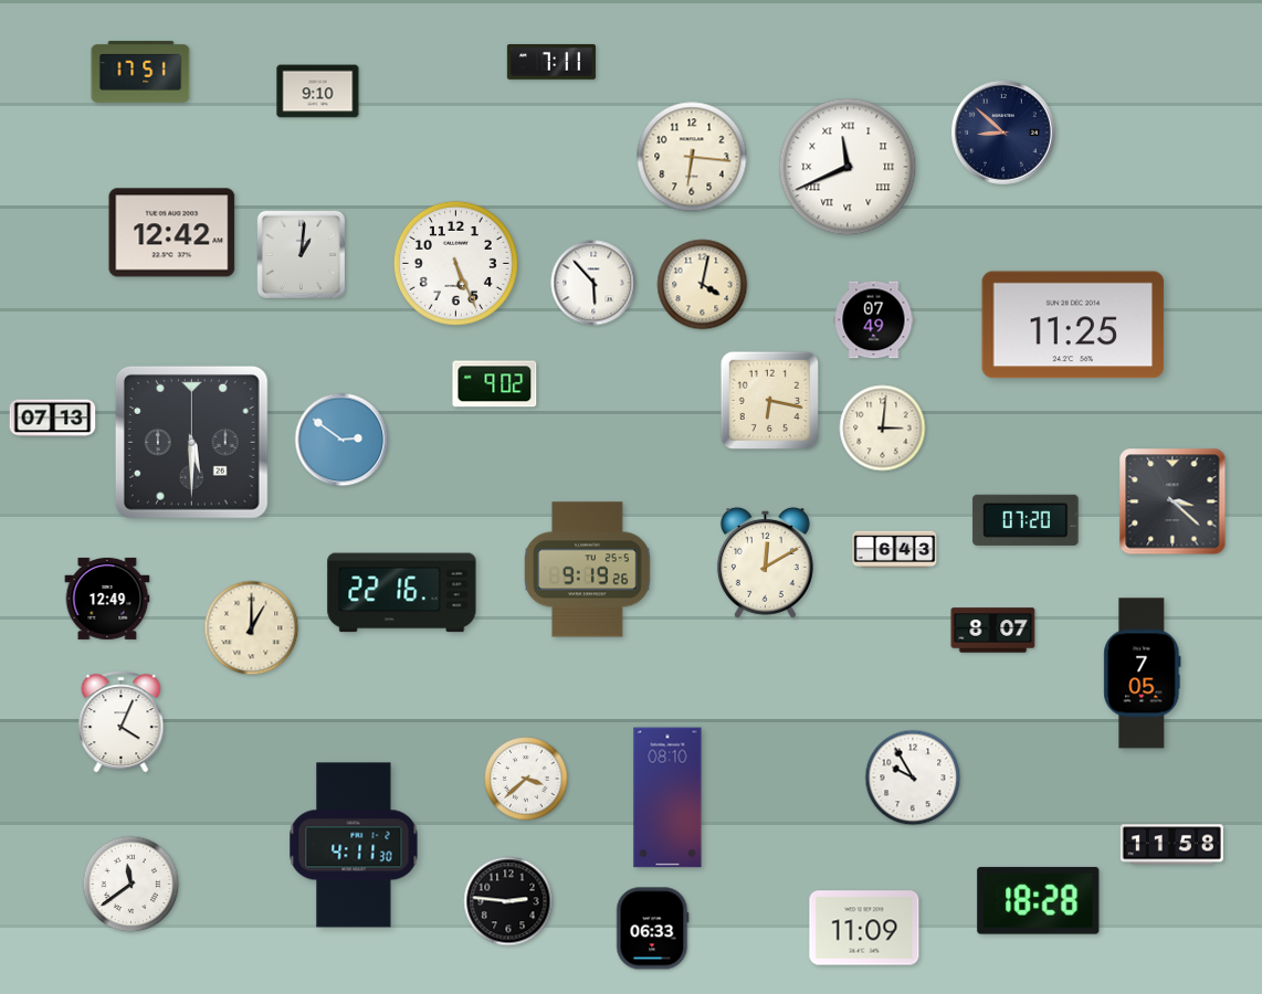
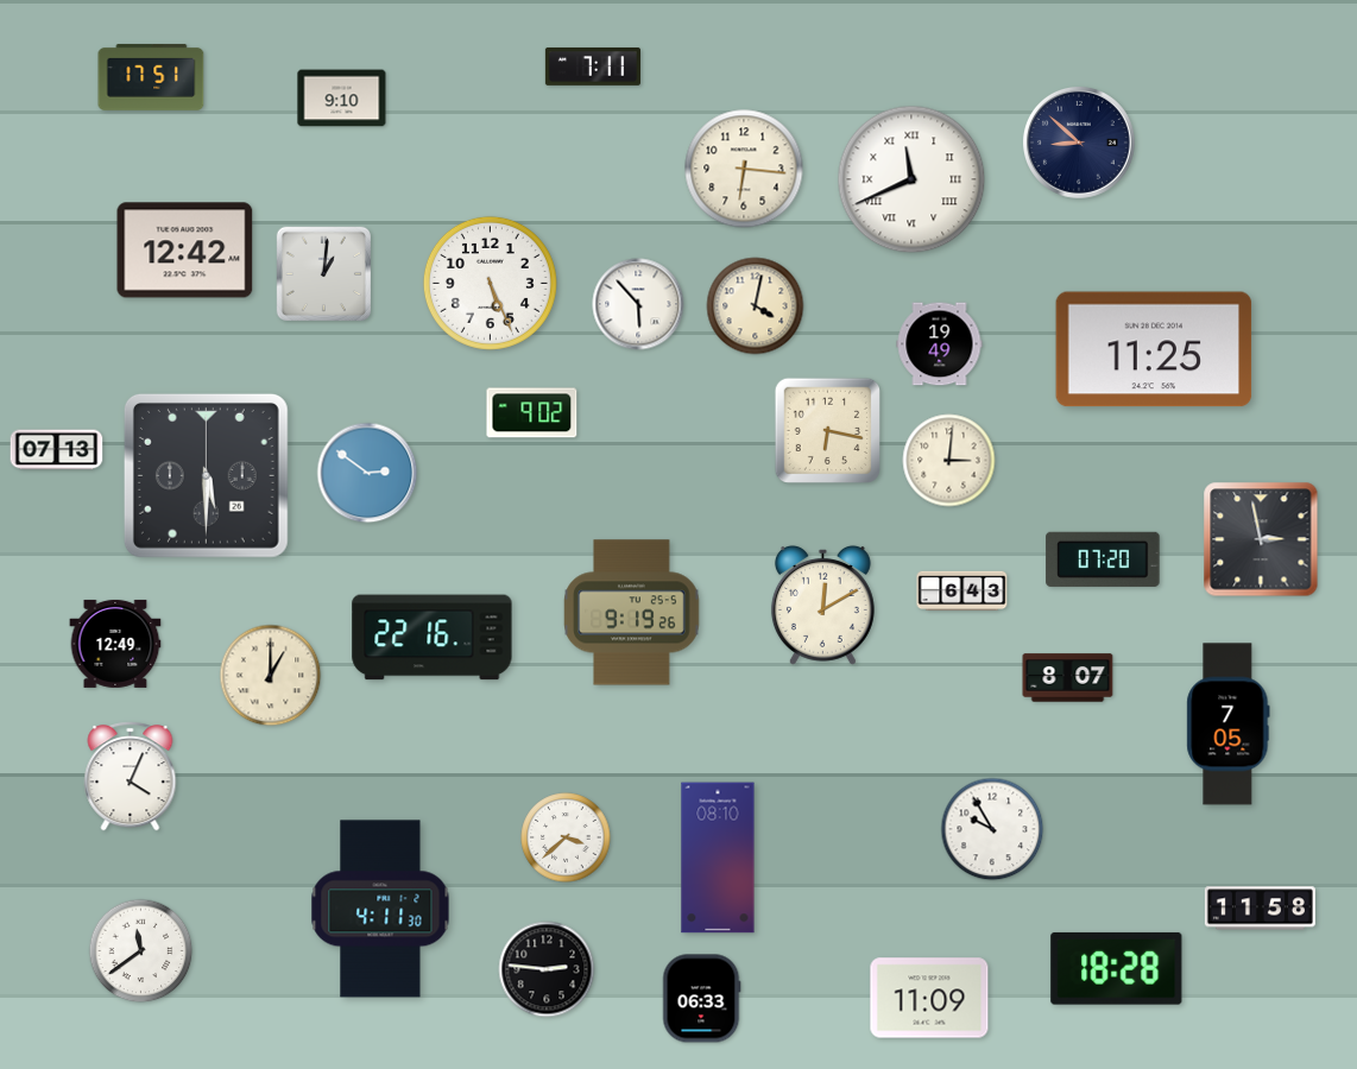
clock at (874, 320): 07:49 -> 19:49
clock at (1172, 501): 3:22 -> 2:58
clock at (913, 778) position: (913, 778) -> (992, 829)
